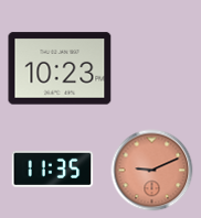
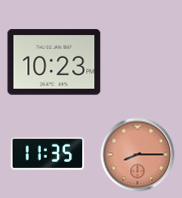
clock at (152, 171): 9:11 -> 8:15
